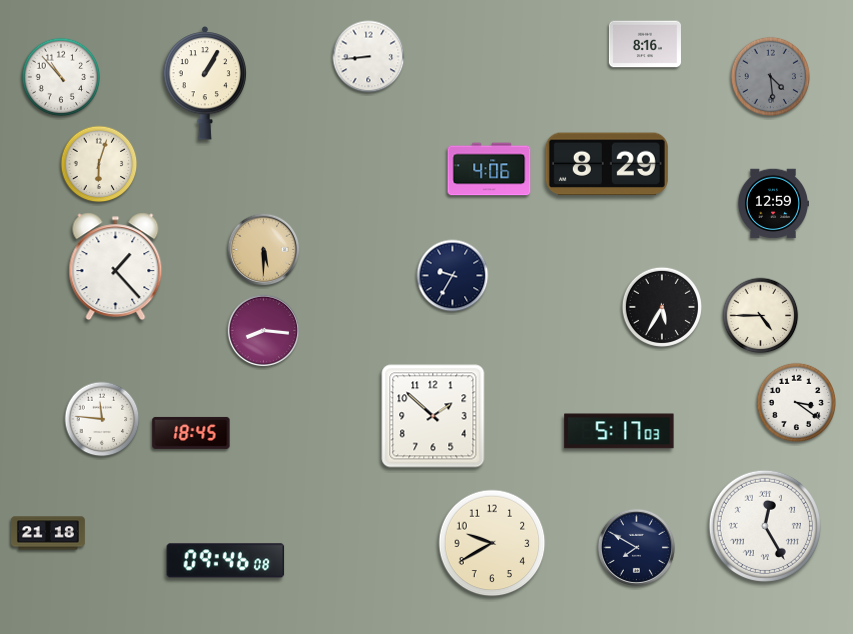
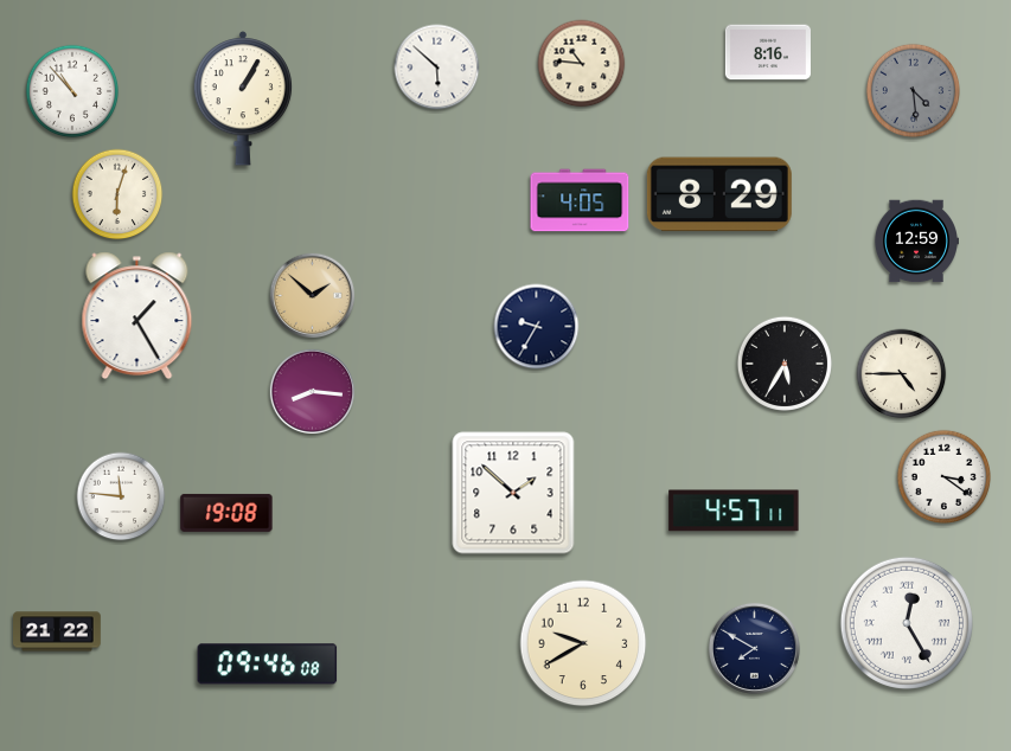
clock at (645, 44) position: (645, 44) -> (768, 52)
clock at (582, 64): none -> 10:46
clock at (369, 57): 8:44 -> 5:52
clock at (489, 169): 4:06 -> 4:05
clock at (264, 250): 5:30 -> 1:52
clock at (116, 267): 1:23 -> 1:25
clock at (619, 431): 5:17 -> 4:57
clock at (191, 433): 18:45 -> 19:08
clock at (49, 533): 21:18 -> 21:22
